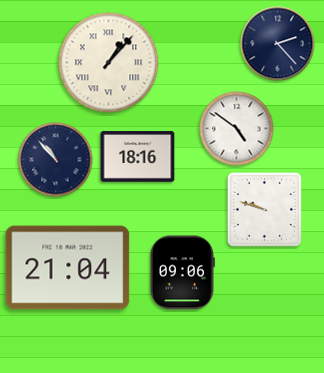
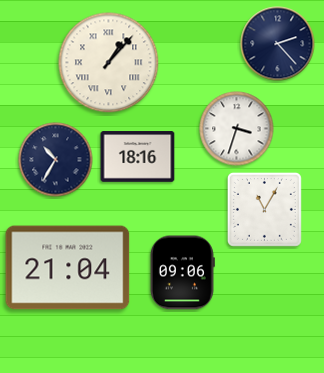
clock at (237, 129): 4:51 -> 3:33
clock at (56, 160): 10:53 -> 10:35
clock at (264, 209): 9:48 -> 11:05
